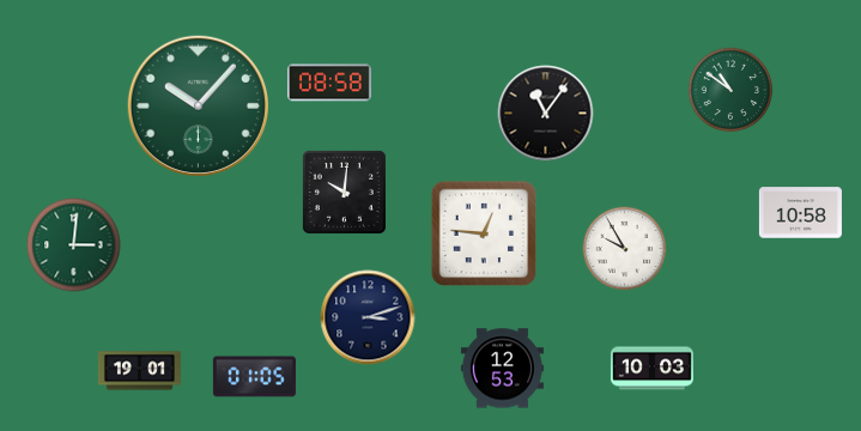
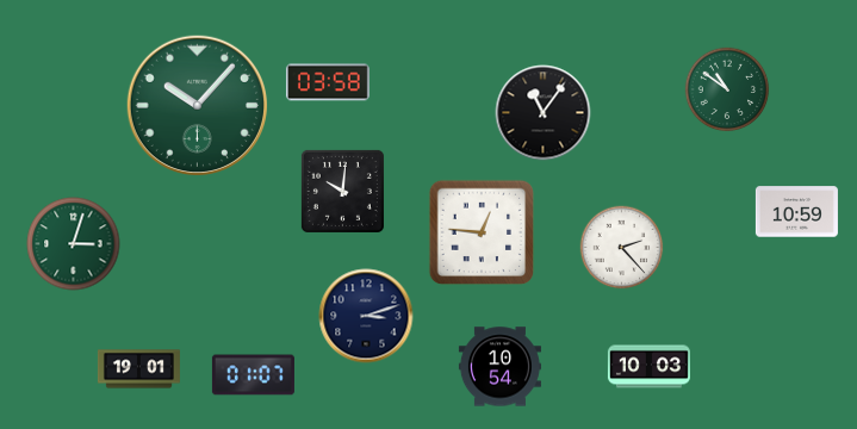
clock at (329, 83): 08:58 -> 03:58
clock at (800, 213): 10:58 -> 10:59
clock at (74, 245): 3:01 -> 3:03
clock at (625, 249): 9:55 -> 2:23
clock at (502, 369): 12:53 -> 10:54
clock at (254, 377): 01:05 -> 01:07
